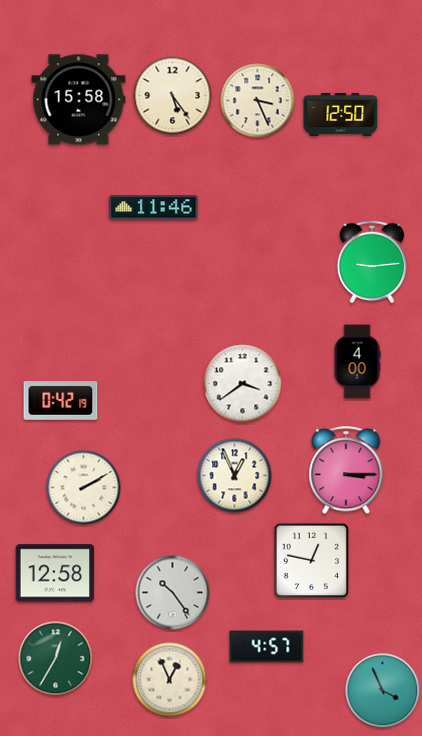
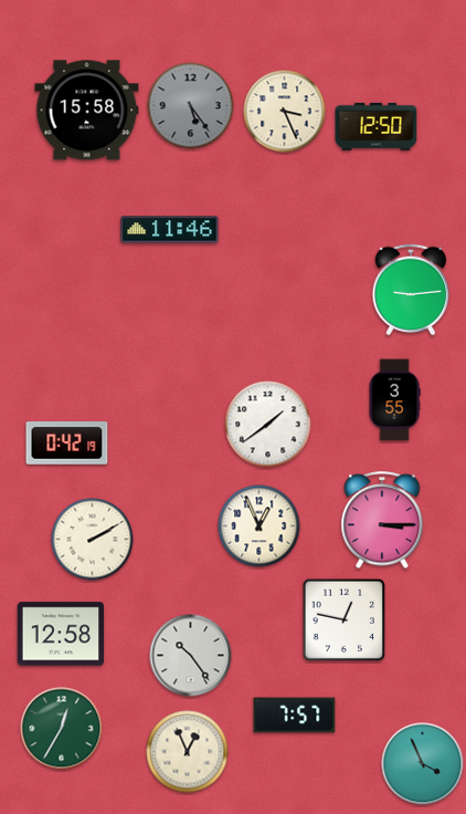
clock at (173, 96) dial: cream -> grey
clock at (357, 362): 4:00 -> 3:55
clock at (243, 384): 3:39 -> 1:39
clock at (267, 647): 4:57 -> 7:57
